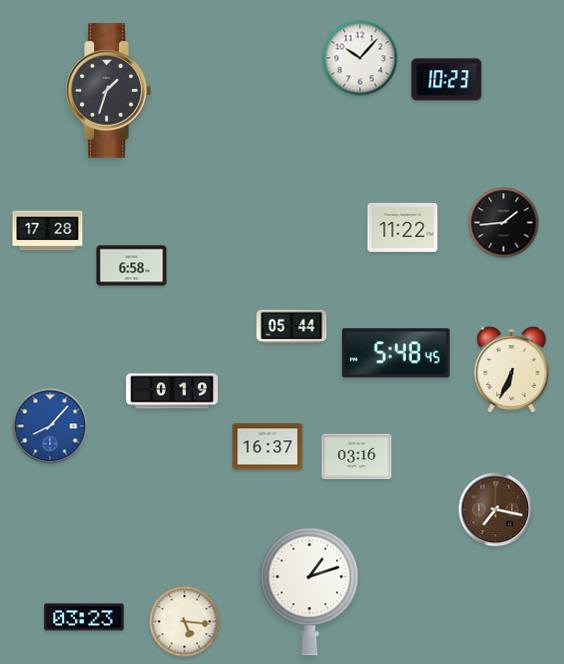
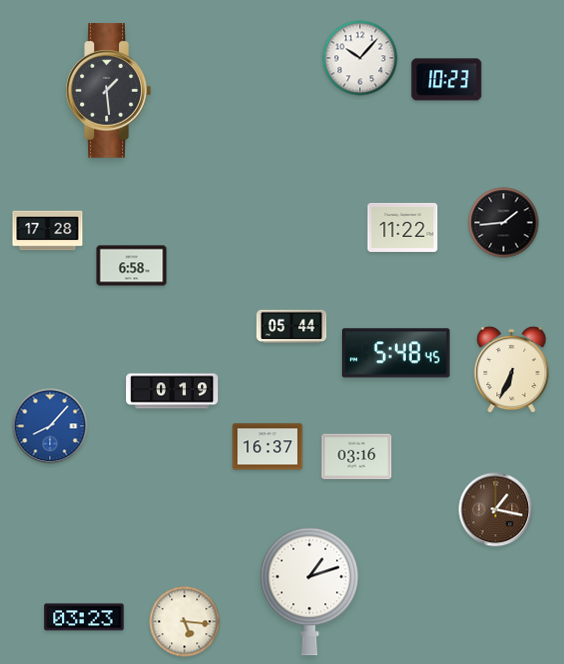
clock at (108, 91): 1:33 -> 1:29
clock at (496, 510): 7:17 -> 1:17
